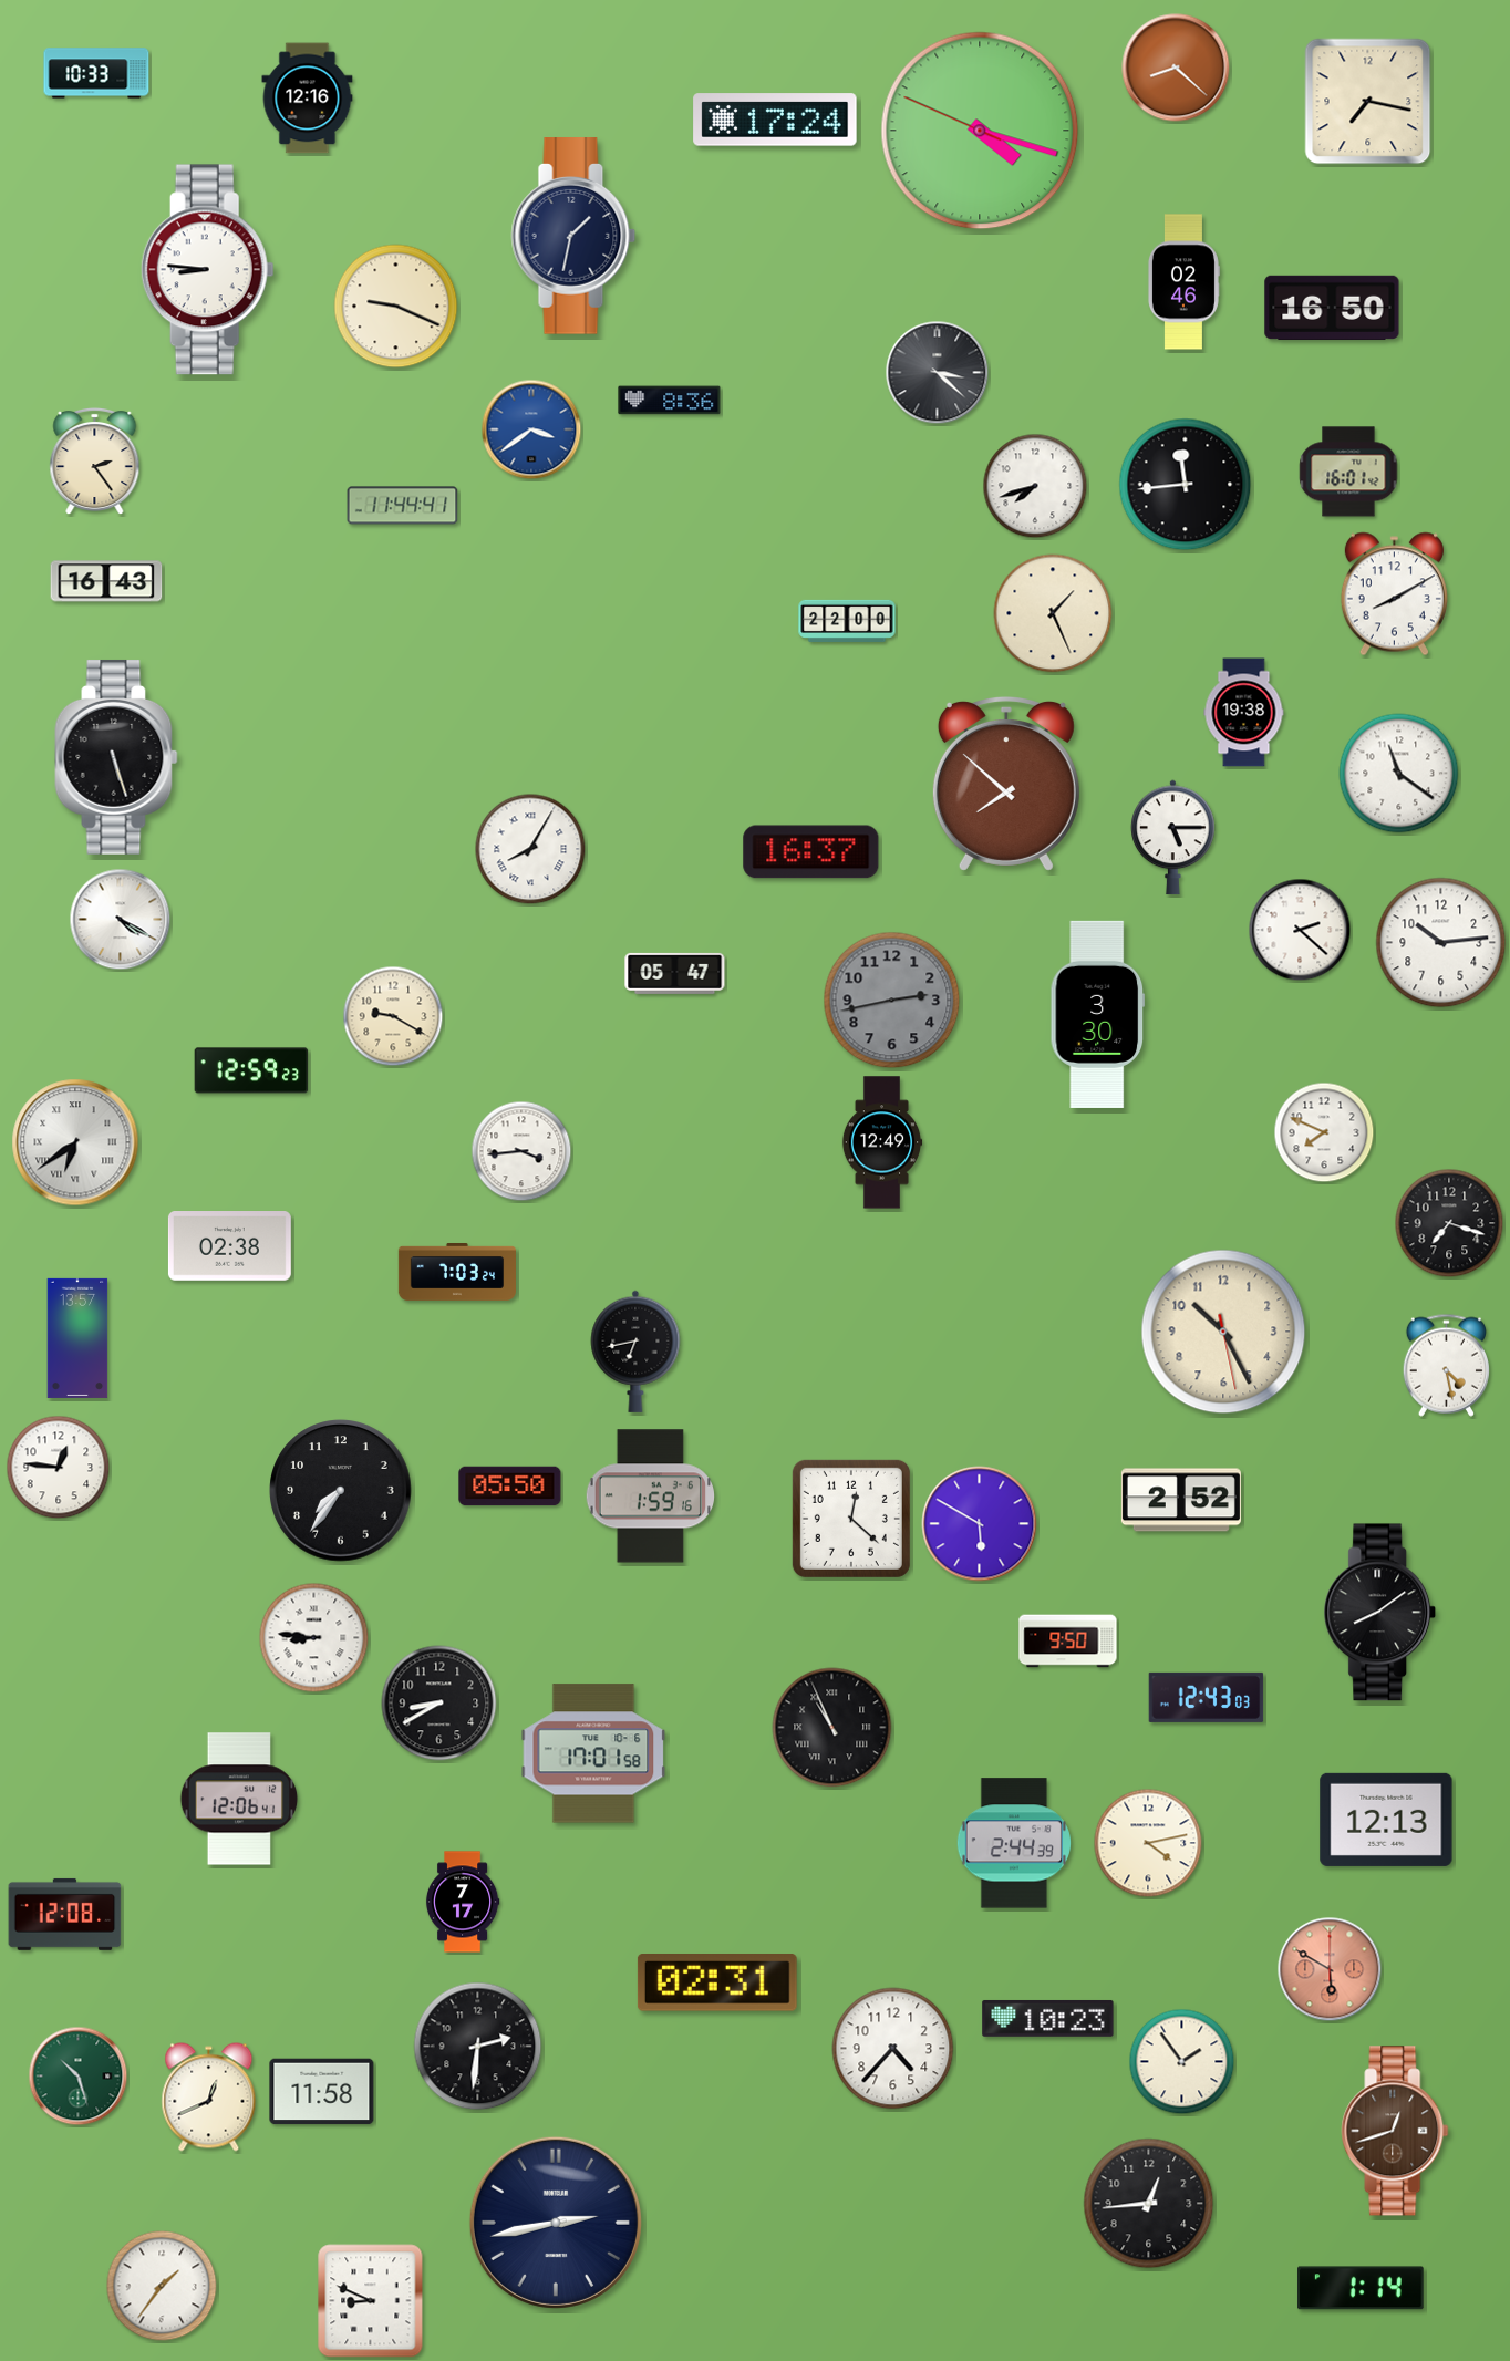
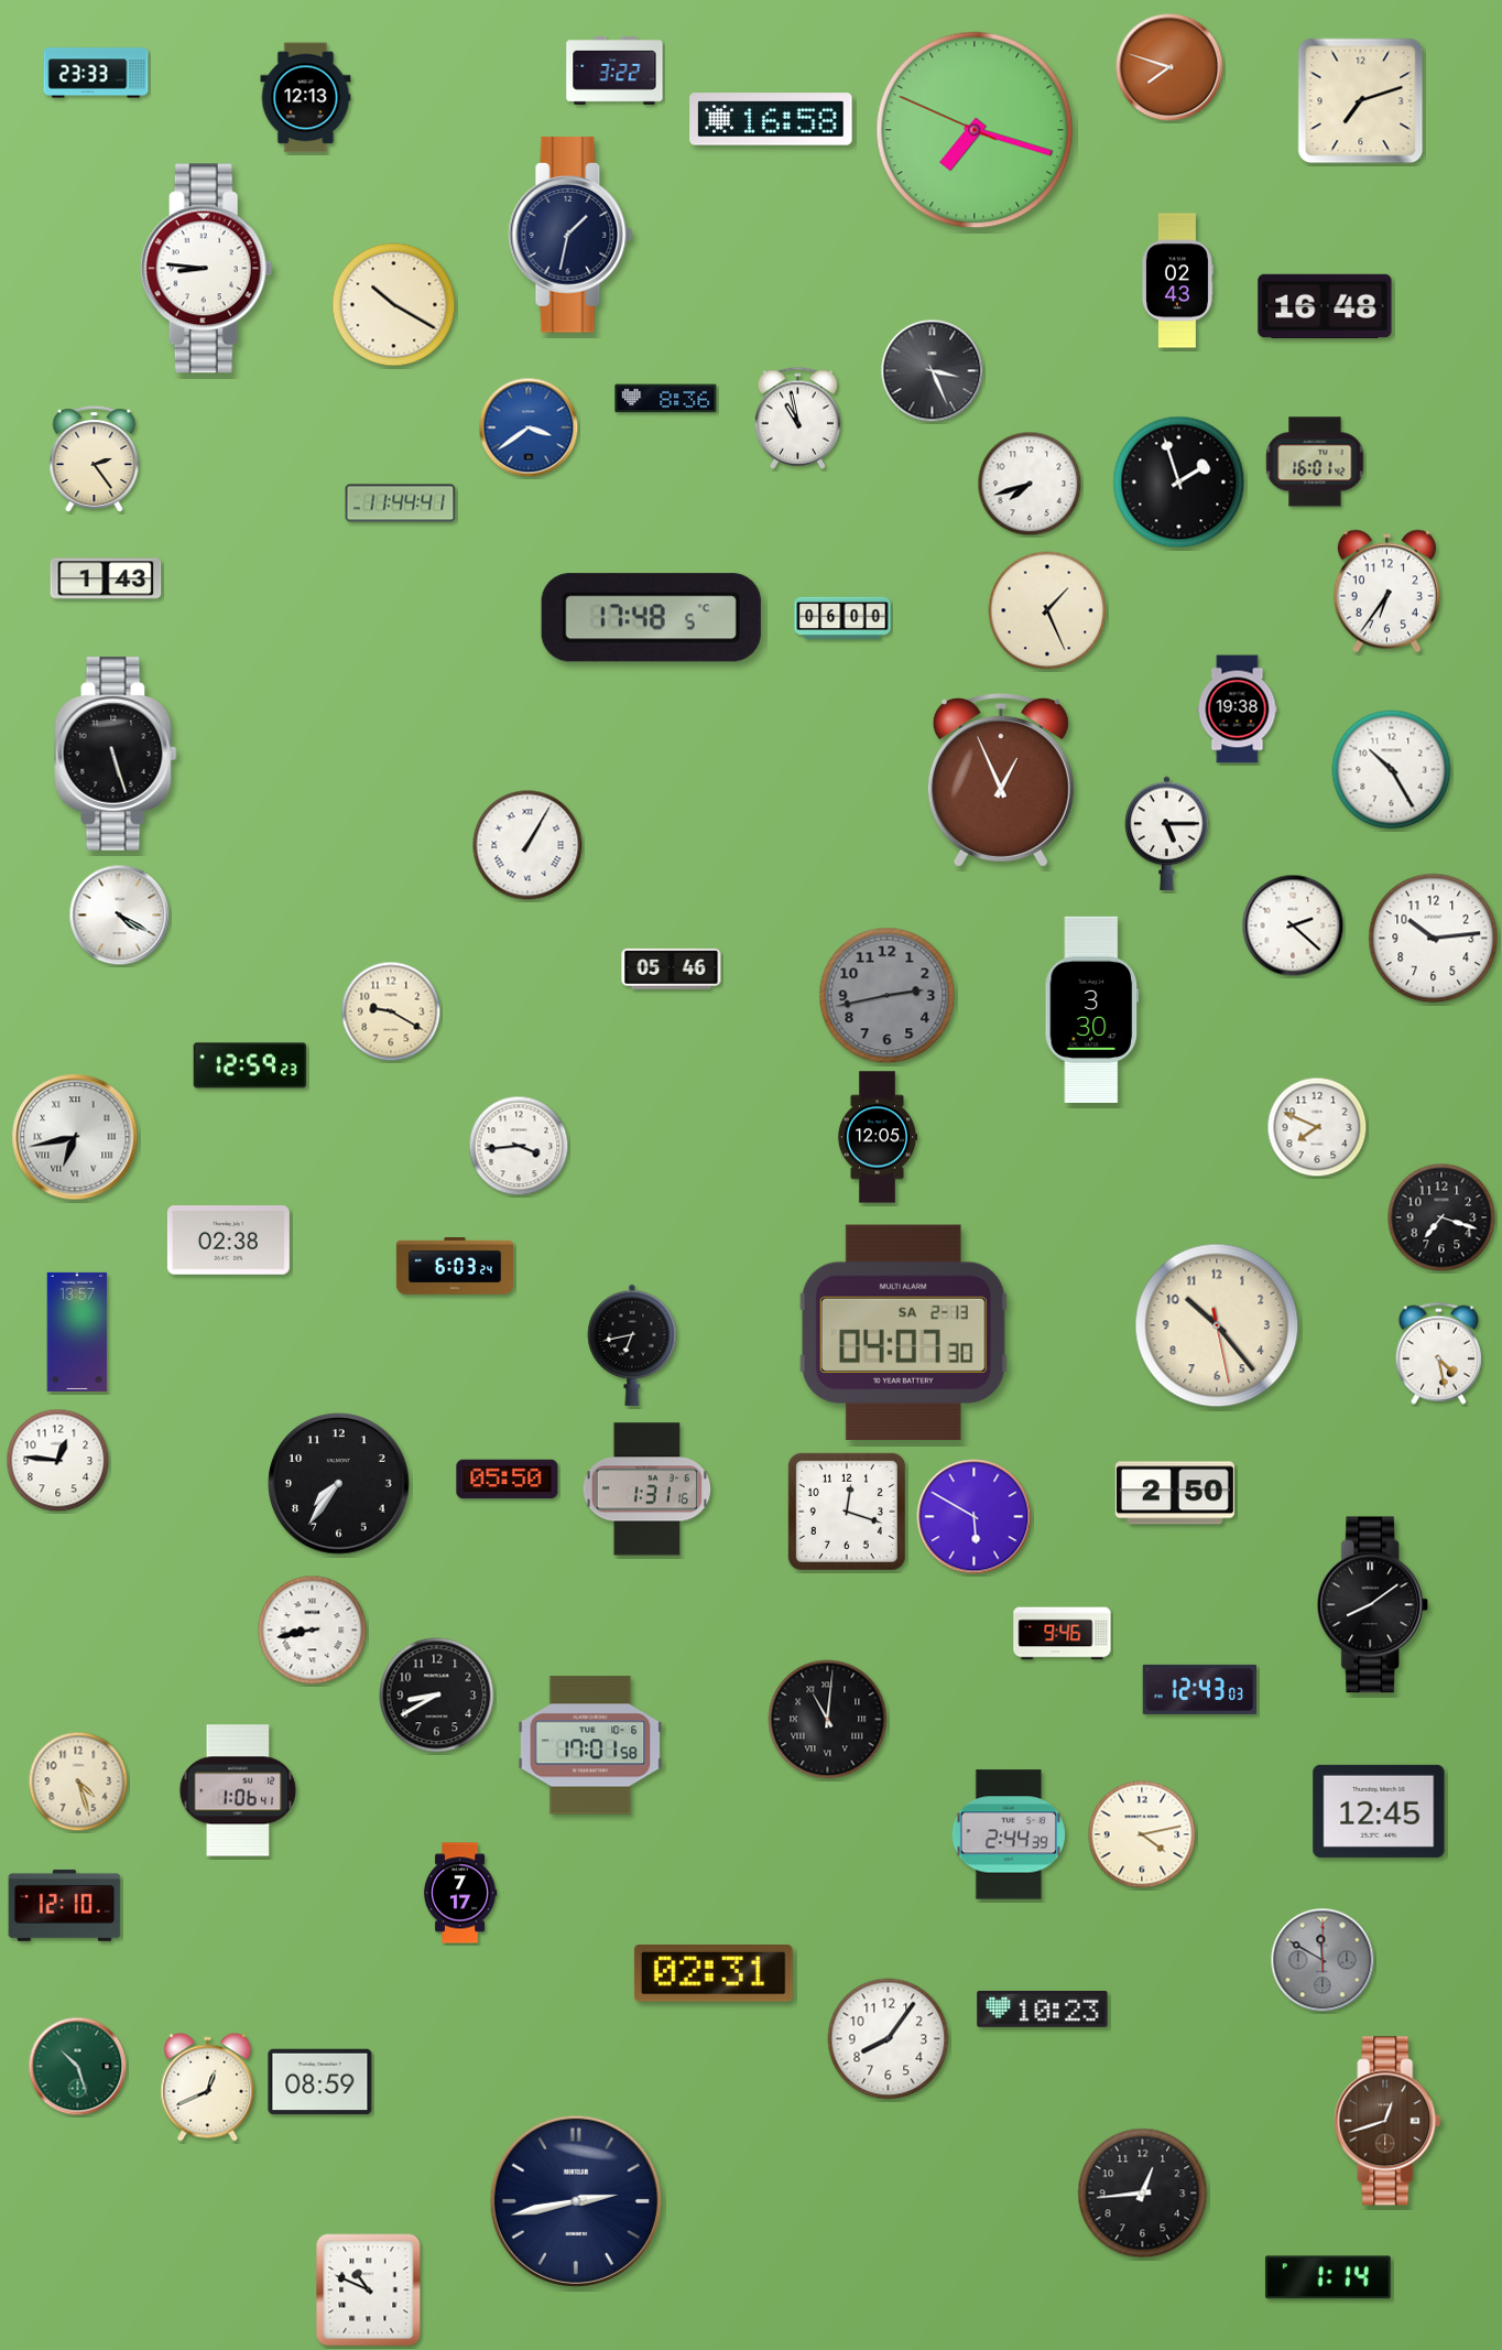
clock at (1176, 68): 8:22 -> 7:48
clock at (614, 71): none -> 3:22
clock at (96, 73): 10:33 -> 23:33
clock at (308, 99): 12:16 -> 12:13
clock at (1368, 102): 7:17 -> 7:12
clock at (775, 120): 17:24 -> 16:58
clock at (980, 131): 4:17 -> 7:17
clock at (1183, 282): 02:46 -> 02:43
clock at (396, 307): 9:19 -> 10:20
clock at (1332, 307): 16:50 -> 16:48
clock at (938, 373): 3:22 -> 3:26
clock at (797, 418): none -> 10:58
clock at (1348, 472) position: (1348, 472) -> (1315, 462)
clock at (1186, 485): 11:44 -> 1:57
clock at (106, 581): 16:43 -> 1:43
clock at (1394, 594): 8:10 -> 6:36
clock at (847, 620): 22:00 -> 06:00
clock at (651, 618): none -> 17:48
clock at (1399, 774): 11:21 -> 10:25
clock at (1006, 784): 7:52 -> 12:56
clock at (530, 849): 8:05 -> 1:05
clock at (811, 852): 16:37 -> none
clock at (675, 973): 05:47 -> 05:46
clock at (75, 1142): 6:39 -> 6:43
clock at (882, 1142): 12:49 -> 12:05
clock at (456, 1273): 7:03 -> 6:03
clock at (1223, 1332): 10:25 -> 10:23
clock at (903, 1332): none -> 04:07
clock at (1446, 1365) position: (1446, 1365) -> (1438, 1353)
clock at (650, 1497): 1:59 -> 1:31
clock at (1181, 1500): 2:52 -> 2:50
clock at (851, 1519): 12:22 -> 12:18
clock at (314, 1638): 8:46 -> 8:43
clock at (1068, 1642): 9:50 -> 9:46
clock at (832, 1728): 10:56 -> 11:01
clock at (78, 1782): none -> 4:27
clock at (239, 1799): 12:06 -> 1:06
clock at (1386, 1820): 12:13 -> 12:45
clock at (65, 1914): 12:08 -> 12:10
clock at (1330, 1969): 5:50 -> 11:50
clock at (1330, 1969) dial: salmon -> grey
clock at (478, 2047): 2:31 -> none
clock at (893, 2049): 4:37 -> 8:06
clock at (1182, 2062): 1:54 -> none
clock at (322, 2092): 11:58 -> 08:59
clock at (556, 2223) position: (556, 2223) -> (576, 2201)
clock at (162, 2286): 1:36 -> none
clock at (1362, 2288) position: (1362, 2288) -> (1329, 2277)
clock at (371, 2301): 8:49 -> 10:49
